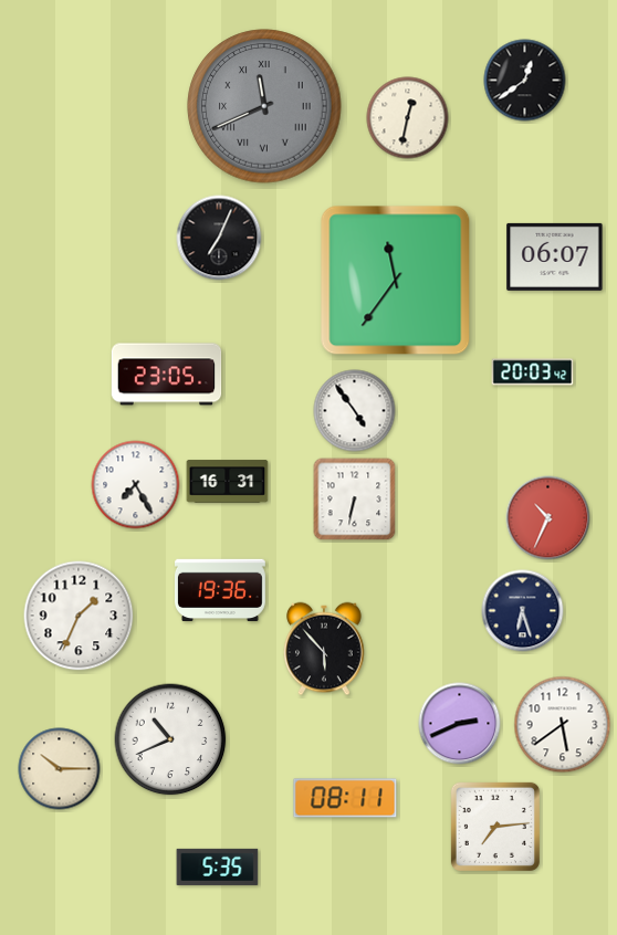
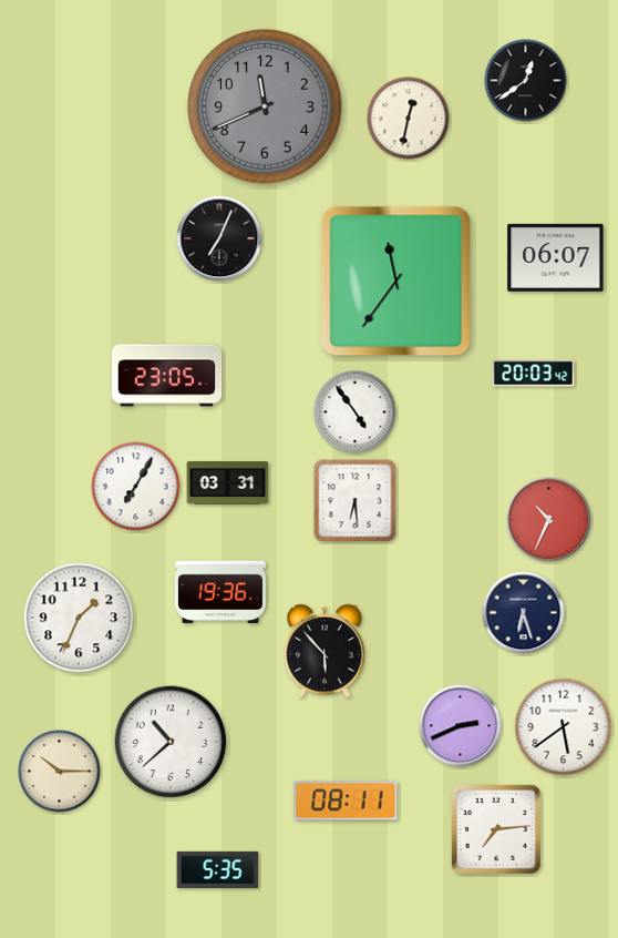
clock at (264, 106) numerals: Roman -> Arabic
clock at (228, 482): 16:31 -> 03:31
clock at (136, 485): 7:25 -> 7:05
clock at (355, 500): 6:32 -> 6:29
clock at (170, 739): 10:41 -> 10:38
